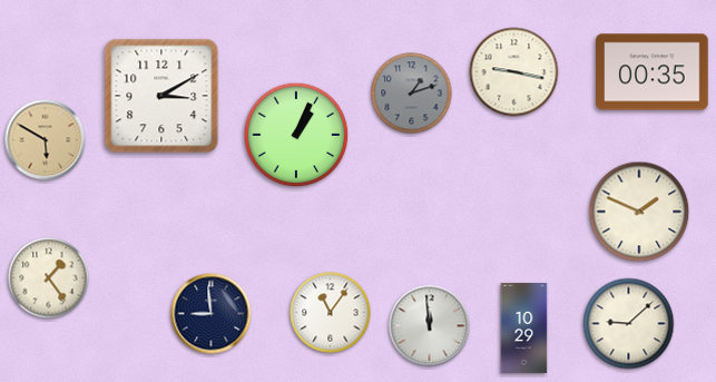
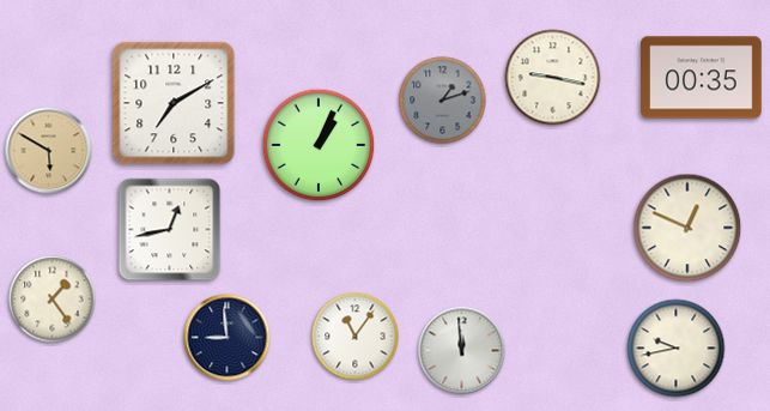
clock at (161, 96): 3:10 -> 7:10
clock at (639, 212): 1:49 -> 12:49
clock at (170, 230): none -> 12:43
clock at (629, 324): 9:08 -> 9:43
clock at (524, 327): 10:29 -> none
